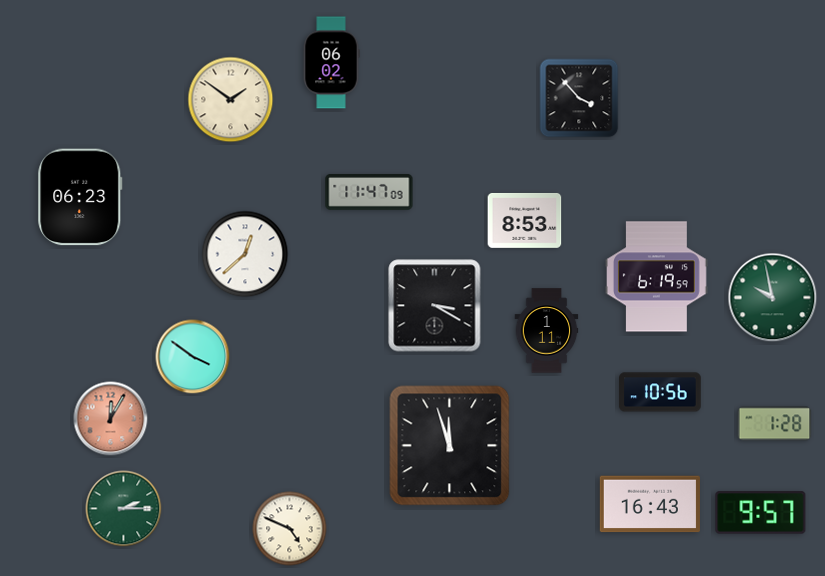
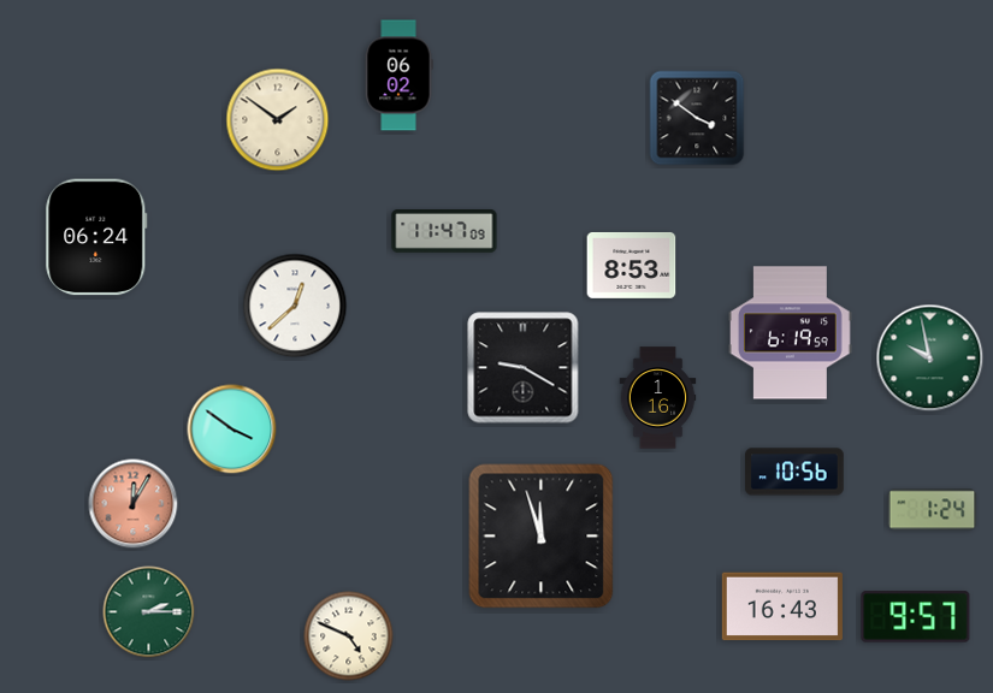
clock at (579, 98): 3:53 -> 3:51
clock at (80, 197): 06:23 -> 06:24
clock at (435, 306): 3:20 -> 9:20
clock at (547, 331): 1:11 -> 1:16
clock at (775, 424): 1:28 -> 1:24
